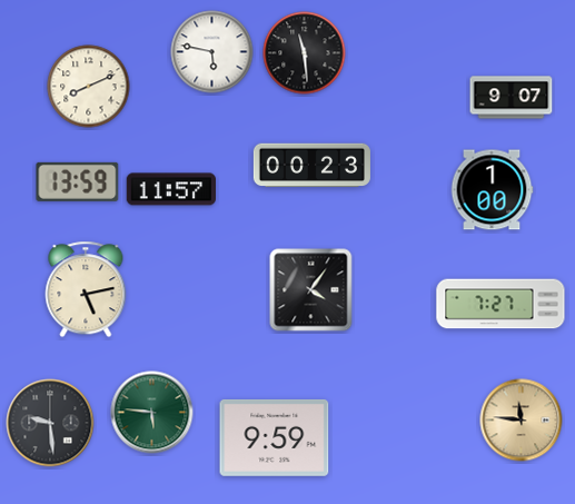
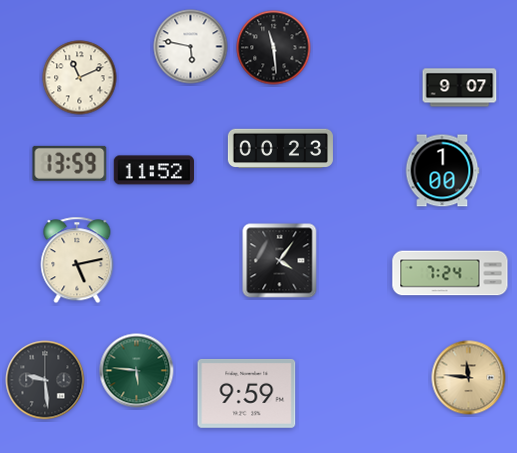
clock at (89, 87): 8:11 -> 11:11
clock at (170, 189): 11:57 -> 11:52
clock at (500, 304): 7:27 -> 7:24
